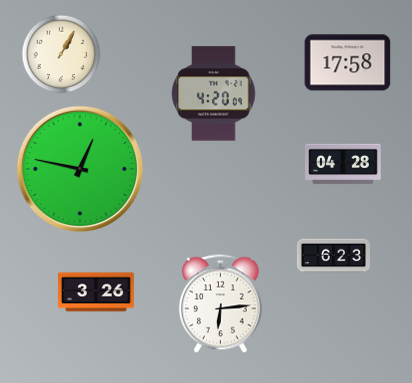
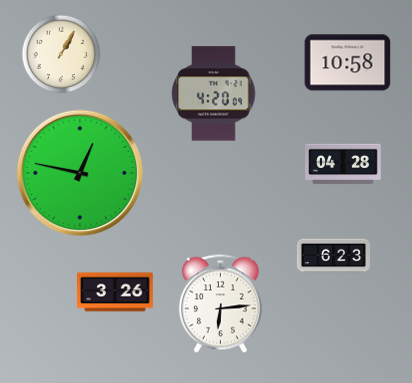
clock at (348, 63): 17:58 -> 10:58
clock at (80, 169) position: (80, 169) -> (80, 173)
clock at (96, 292) position: (96, 292) -> (115, 292)
